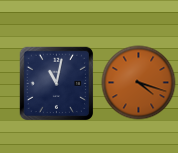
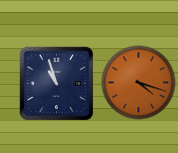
clock at (57, 84): 11:02 -> 10:57
